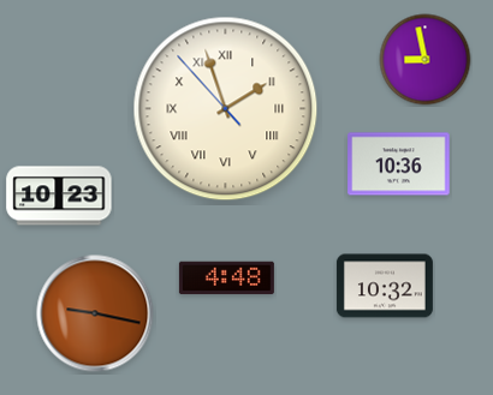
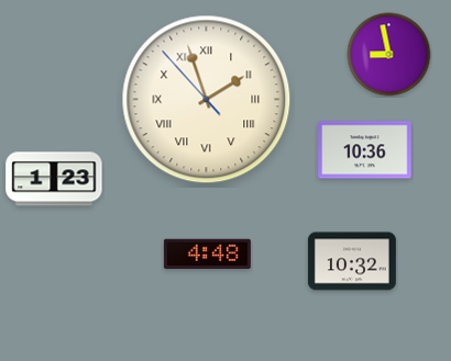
clock at (59, 196): 10:23 -> 1:23
clock at (95, 313): 9:17 -> none
